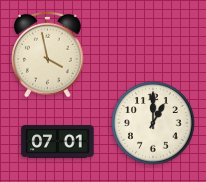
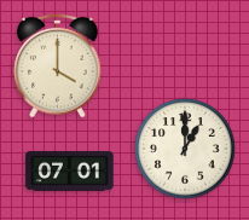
clock at (48, 54): 3:58 -> 4:00
